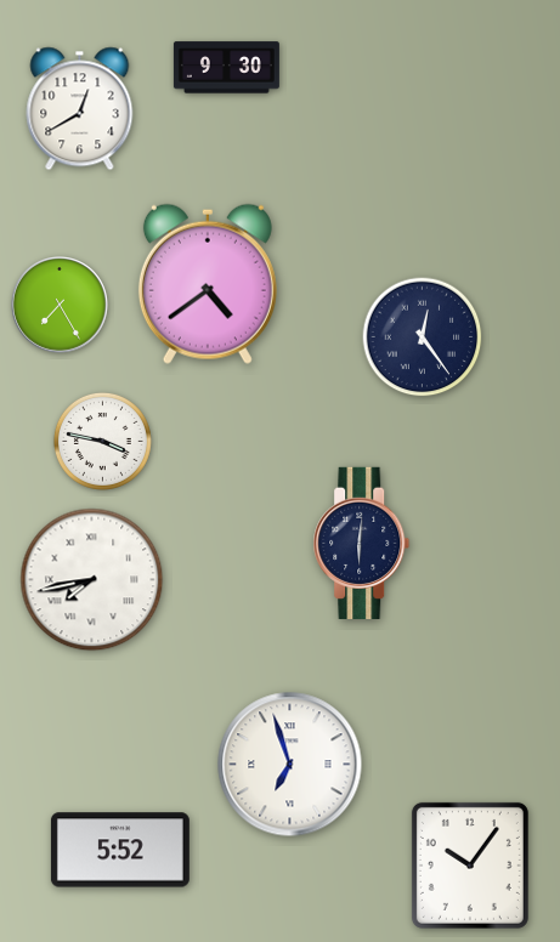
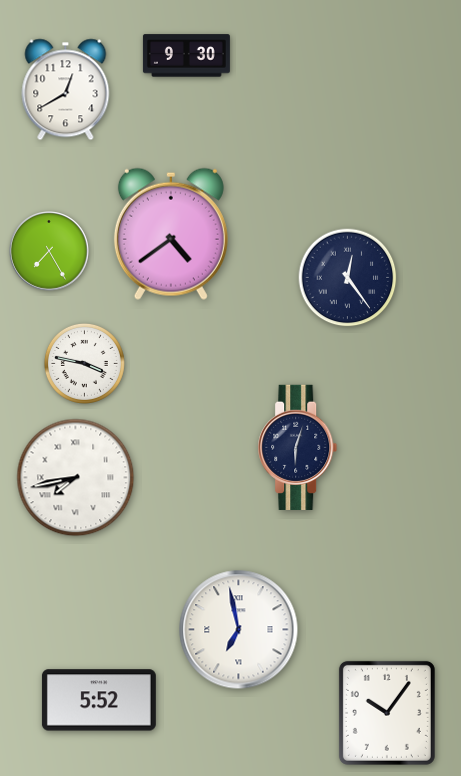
clock at (362, 543): 6:01 -> 6:03
clock at (290, 765): 6:57 -> 6:58
